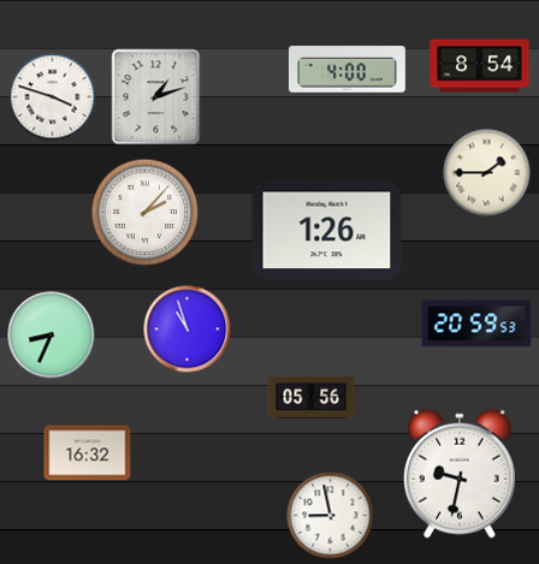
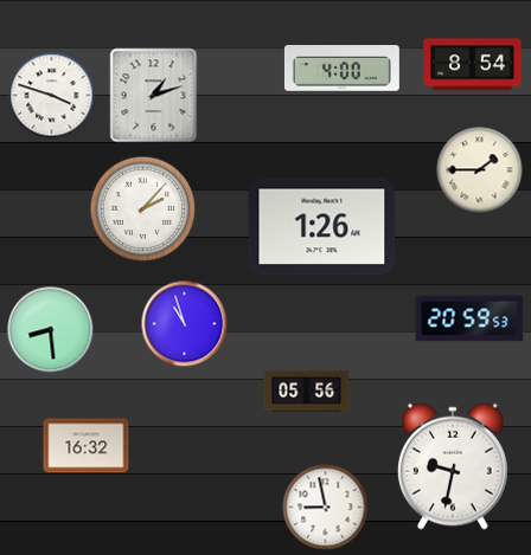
clock at (52, 336): 8:34 -> 8:29
